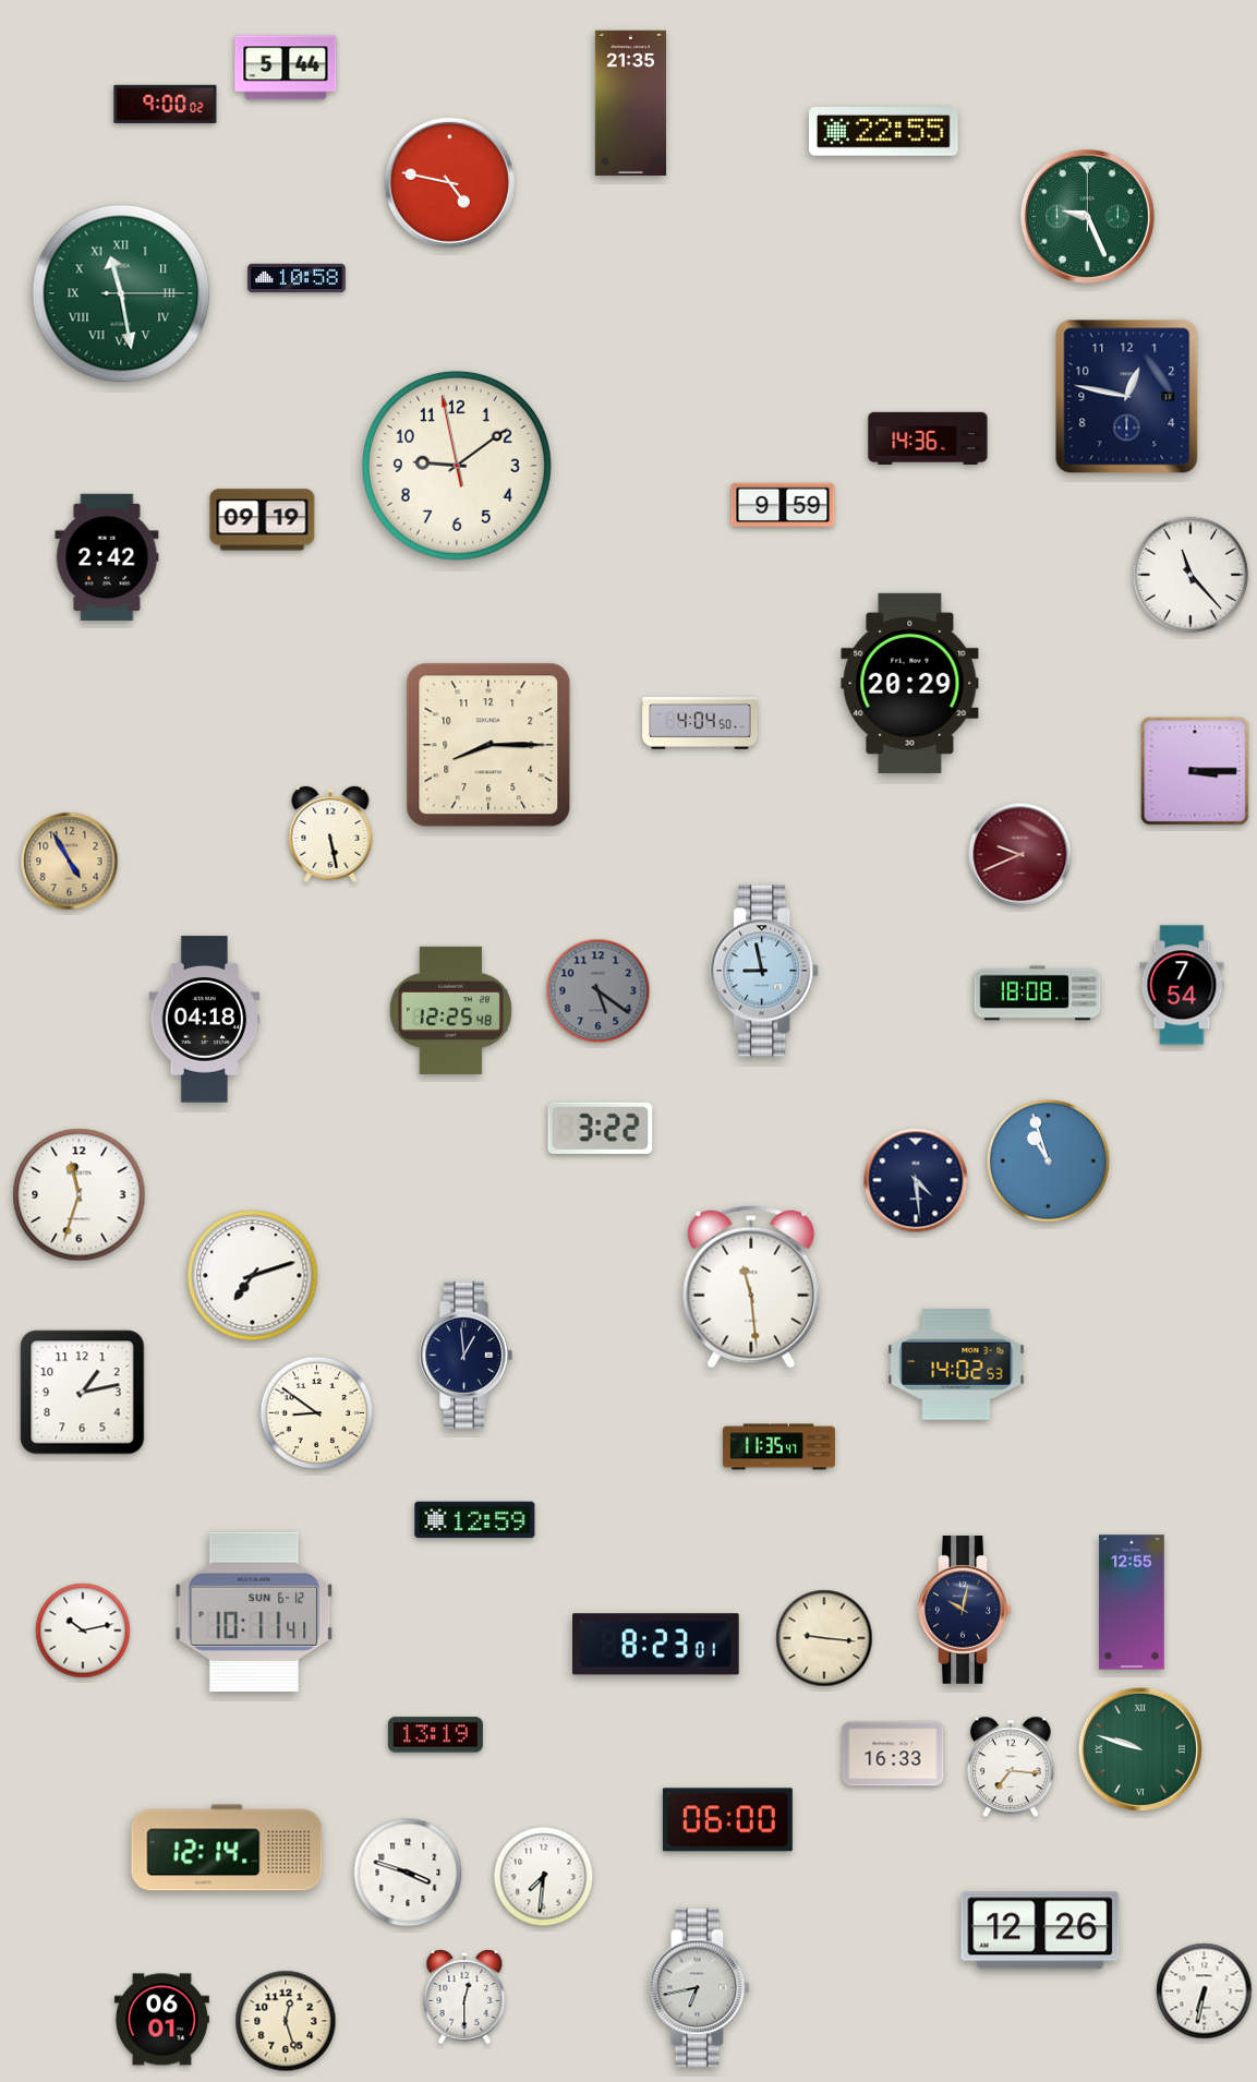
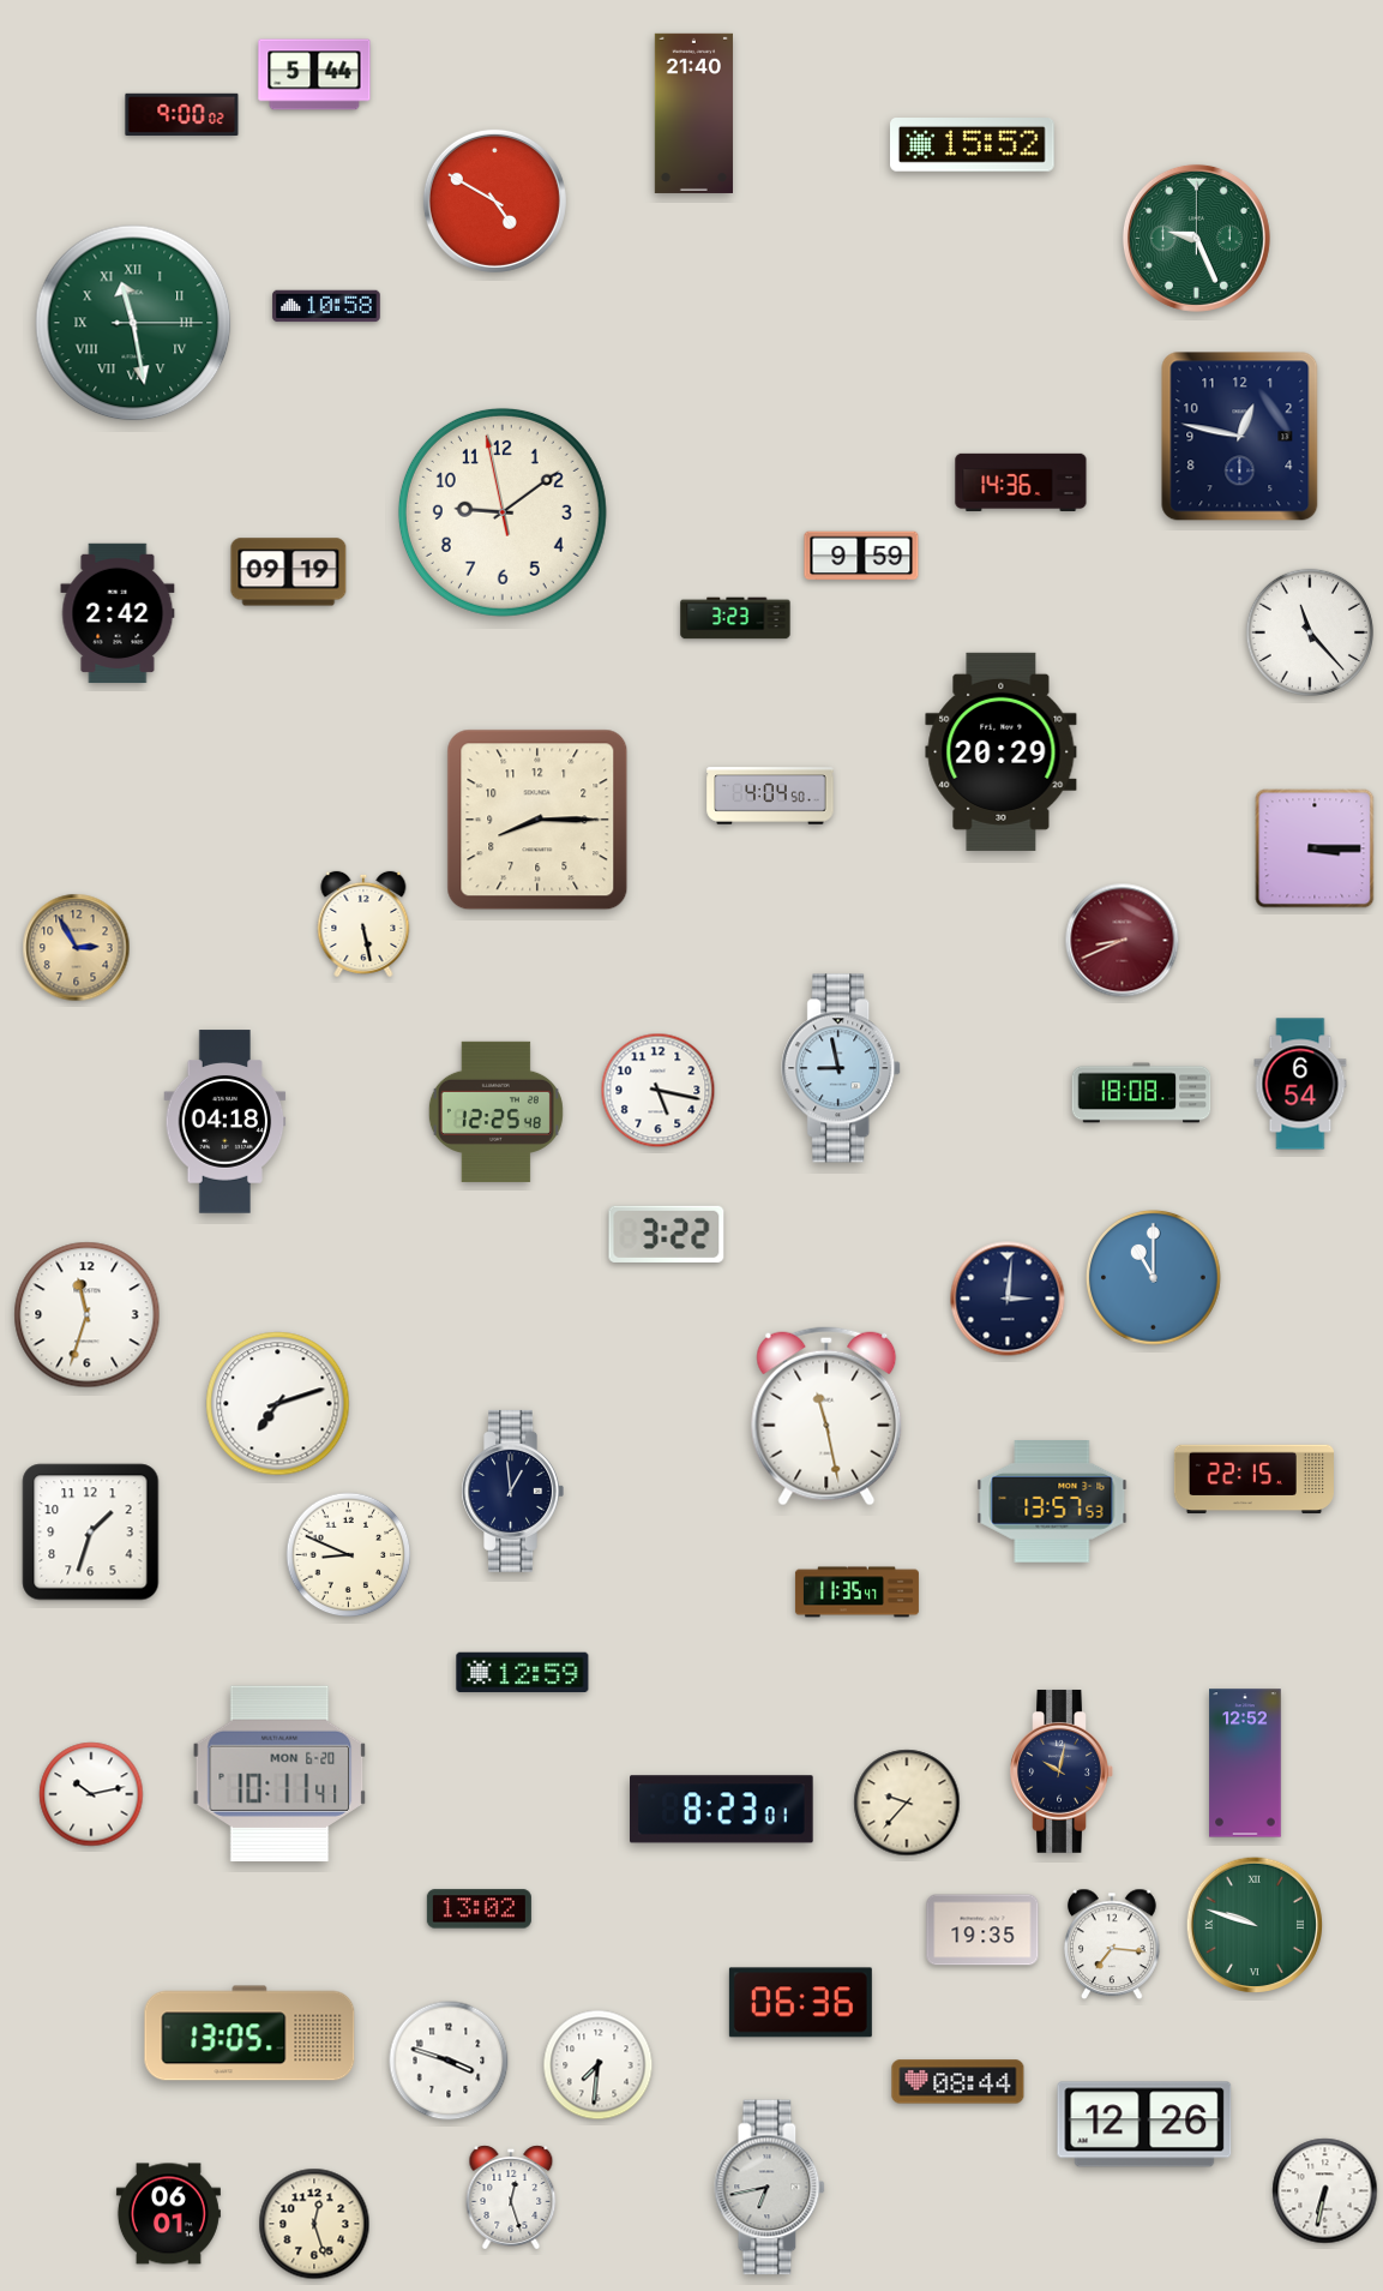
clock at (630, 103): 21:35 -> 21:40
clock at (884, 132): 22:55 -> 15:52
clock at (449, 182): 4:47 -> 4:50
clock at (735, 618): none -> 3:23
clock at (330, 834) position: (330, 834) -> (363, 924)
clock at (1020, 855): 9:41 -> 8:41
clock at (70, 862): 4:55 -> 2:55
clock at (1182, 985): 7:54 -> 6:54
clock at (599, 991): 5:21 -> 5:17
clock at (599, 991) dial: grey -> white
clock at (601, 1128) position: (601, 1128) -> (667, 1234)
clock at (1049, 1162): 10:57 -> 11:00
clock at (916, 1180): 4:29 -> 3:01
clock at (751, 1287): 11:29 -> 11:28
clock at (1253, 1480): none -> 22:15
clock at (956, 1365): 14:02 -> 13:57
clock at (83, 1393): 1:13 -> 1:33
clock at (317, 1413): 8:51 -> 8:49
clock at (1132, 1602): 12:55 -> 12:52
clock at (254, 1612) date: SUN 6-12 -> MON 6-20
clock at (824, 1638): 9:16 -> 9:37
clock at (435, 1735): 13:19 -> 13:02
clock at (893, 1754): 16:33 -> 19:35
clock at (727, 1820): 06:00 -> 06:36
clock at (227, 1848): 12:14 -> 13:05
clock at (958, 2082): none -> 08:44
clock at (464, 1997): 12:30 -> 12:27
clock at (161, 2020) position: (161, 2020) -> (168, 2214)
